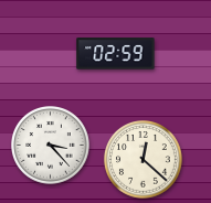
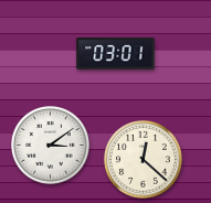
clock at (116, 54): 02:59 -> 03:01
clock at (51, 146): 3:23 -> 3:09
